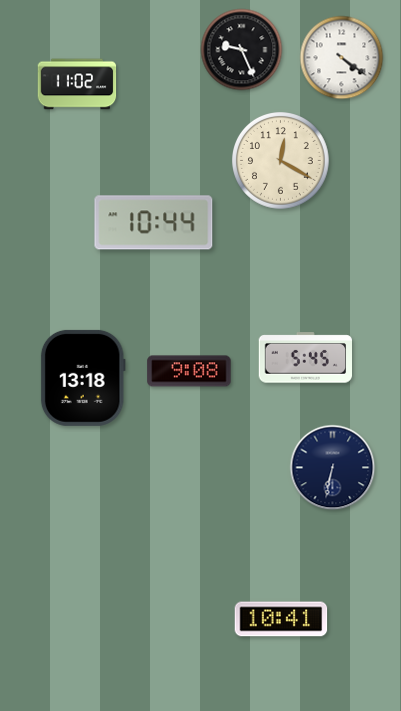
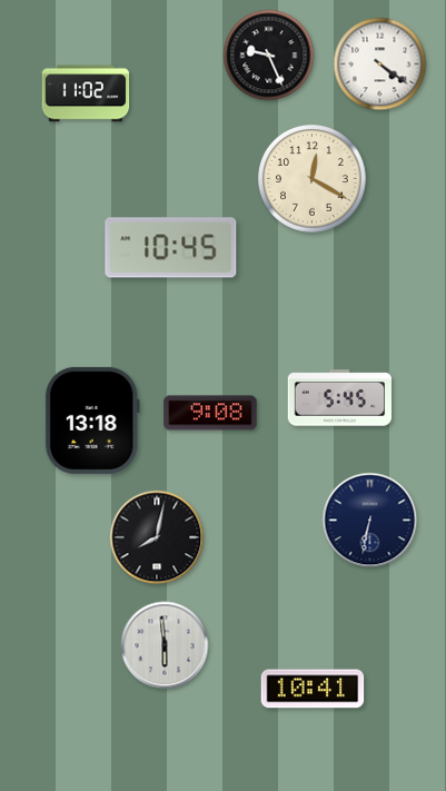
clock at (154, 223): 10:44 -> 10:45
clock at (157, 537): none -> 8:02
clock at (165, 645): none -> 5:59
